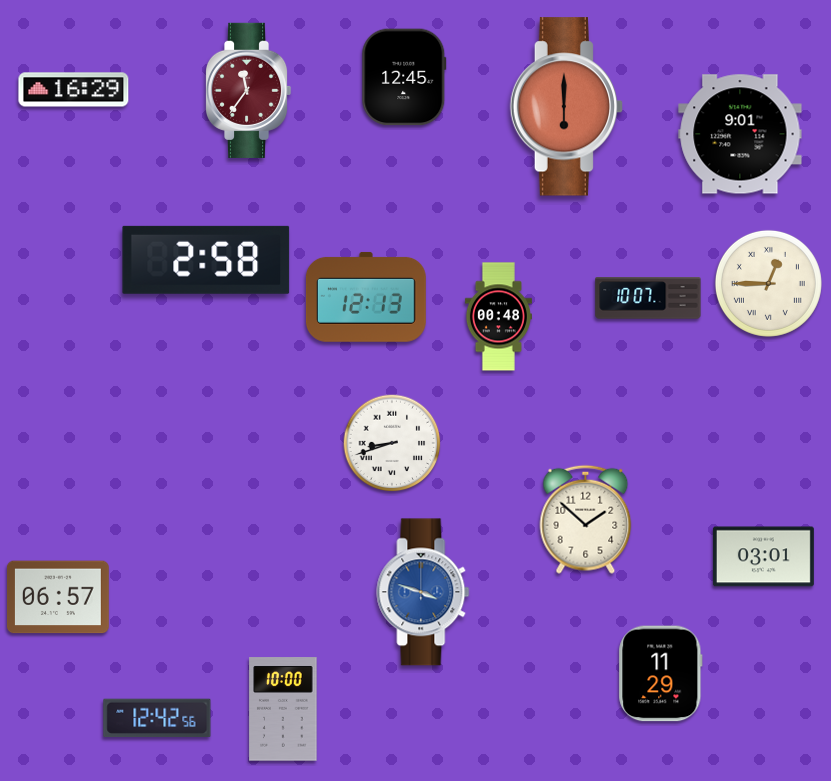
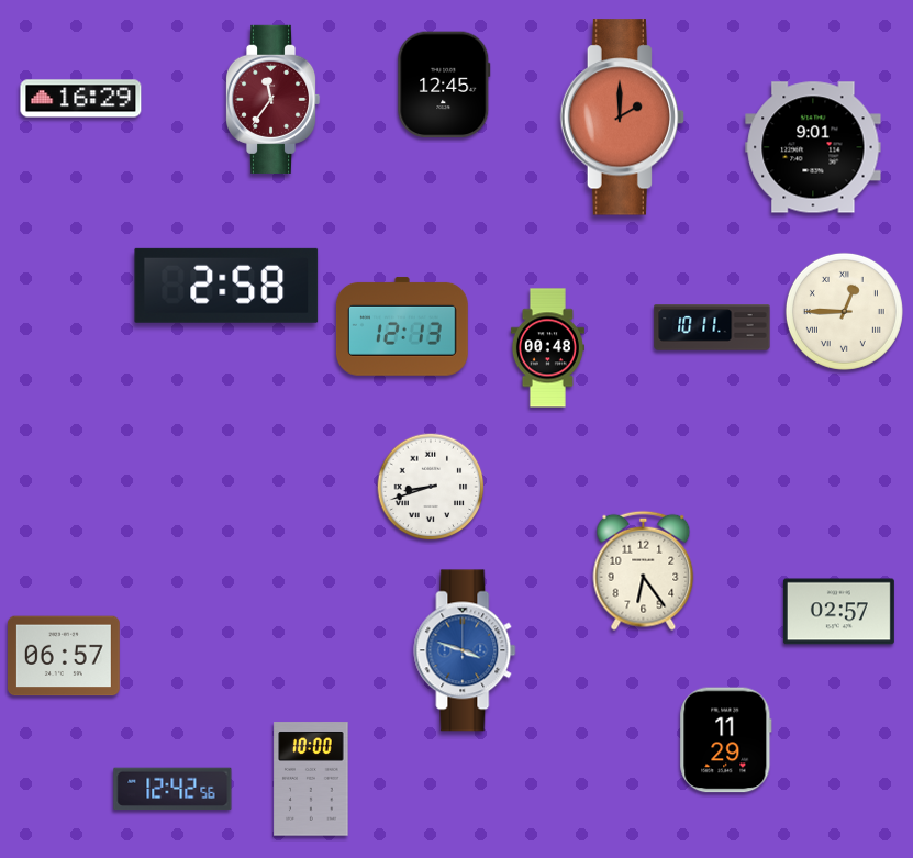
clock at (567, 107): 6:00 -> 2:00
clock at (648, 298): 10:07 -> 10:11
clock at (586, 519): 1:52 -> 6:24
clock at (763, 557): 03:01 -> 02:57
